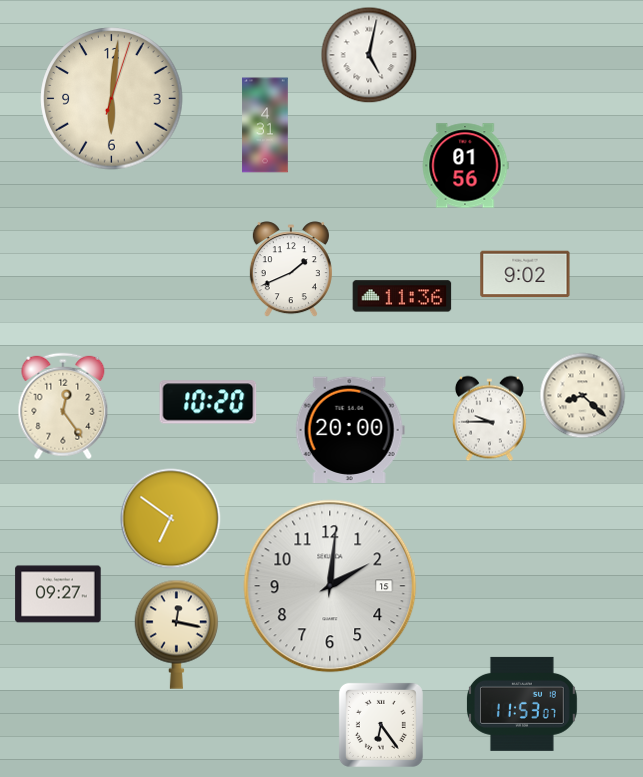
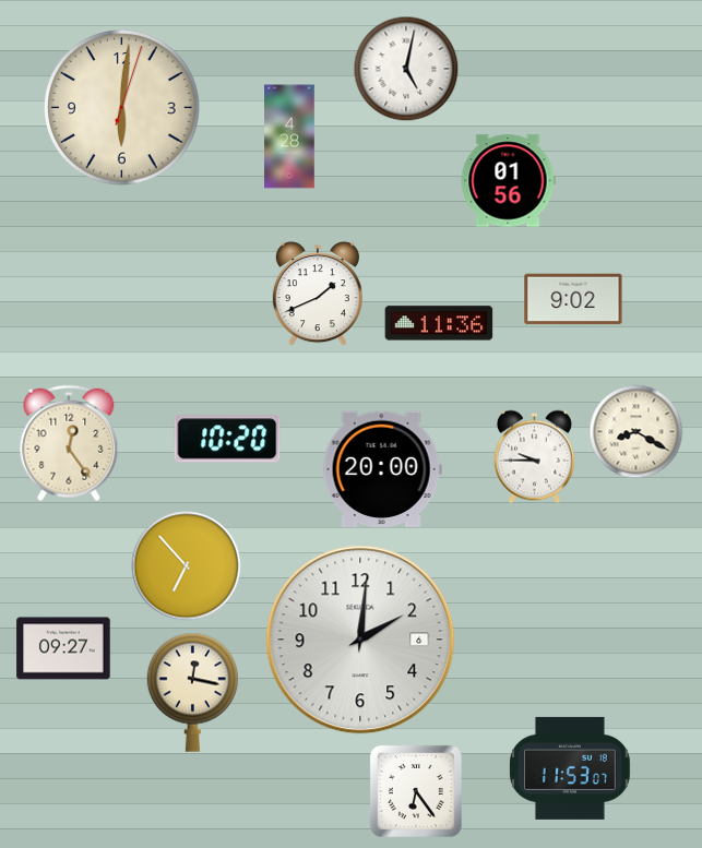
clock at (369, 55) position: (369, 55) -> (406, 69)
clock at (265, 125): 4:31 -> 4:28
clock at (583, 396): 8:22 -> 8:20
clock at (171, 519): 6:51 -> 6:53
clock at (330, 586) date: 15 -> 6
